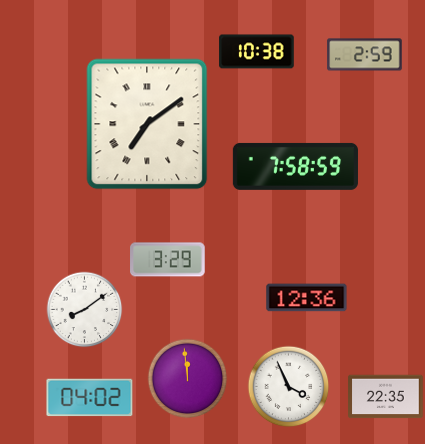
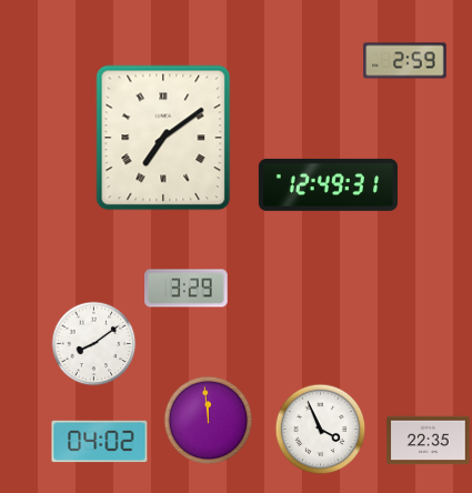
clock at (257, 52): 10:38 -> none
clock at (295, 166): 7:58 -> 12:49
clock at (307, 298): 12:36 -> none
